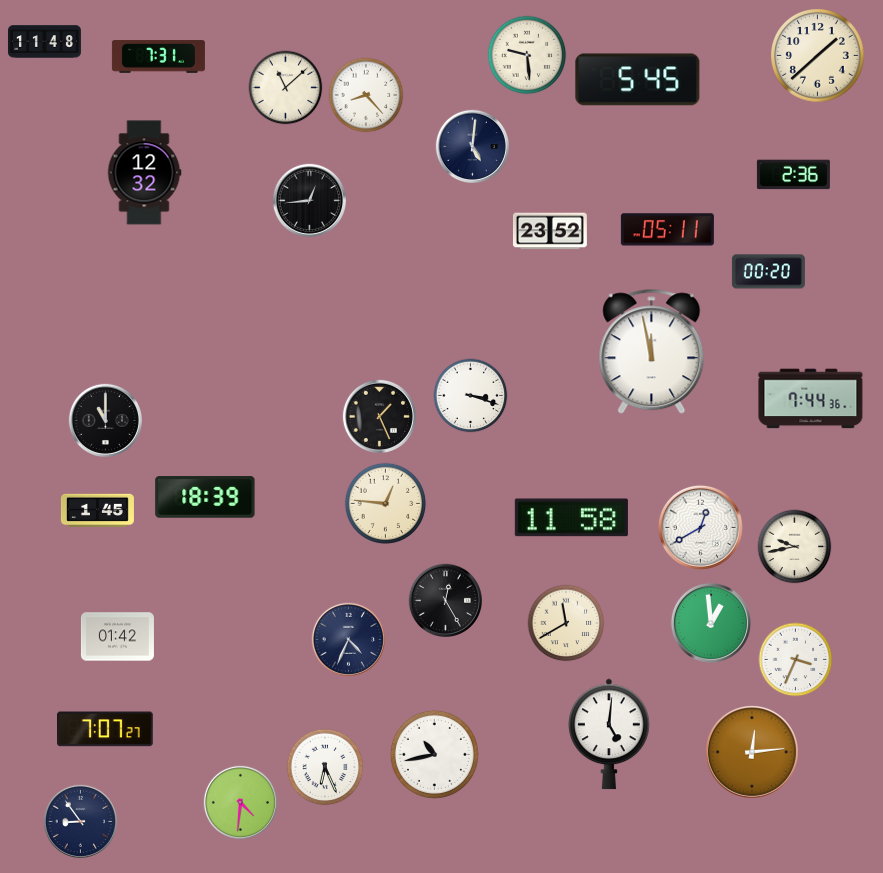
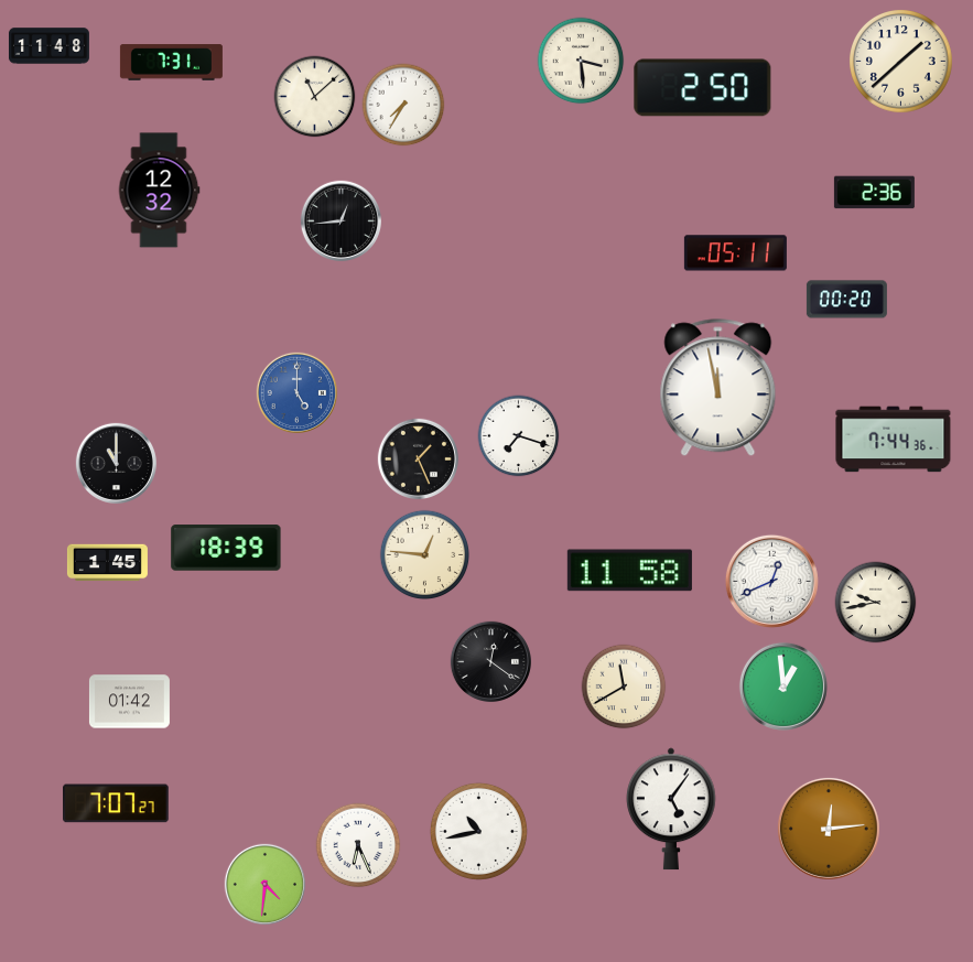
clock at (527, 55): 9:29 -> 3:29
clock at (158, 57) position: (158, 57) -> (171, 63)
clock at (638, 80): 5:45 -> 2:50
clock at (366, 95): 8:23 -> 7:35
clock at (472, 146): 5:01 -> none
clock at (550, 231): 23:52 -> none
clock at (296, 392): none -> 5:00
clock at (471, 396): 3:18 -> 7:18
clock at (700, 527): 12:40 -> 12:41
clock at (445, 600): 12:25 -> 12:21
clock at (348, 639): 4:34 -> none
clock at (796, 660): 3:34 -> none
clock at (609, 734): 5:01 -> 5:06
clock at (80, 821): 8:54 -> none
